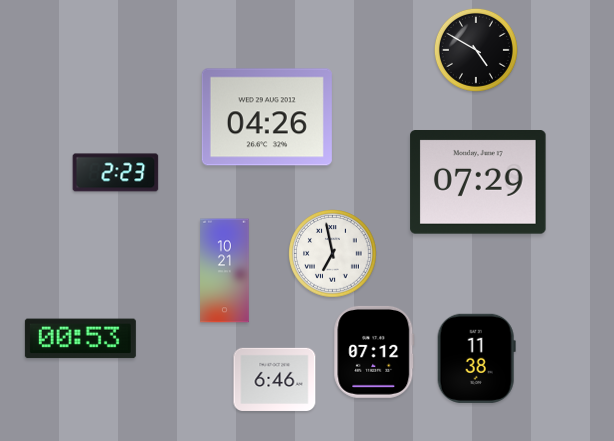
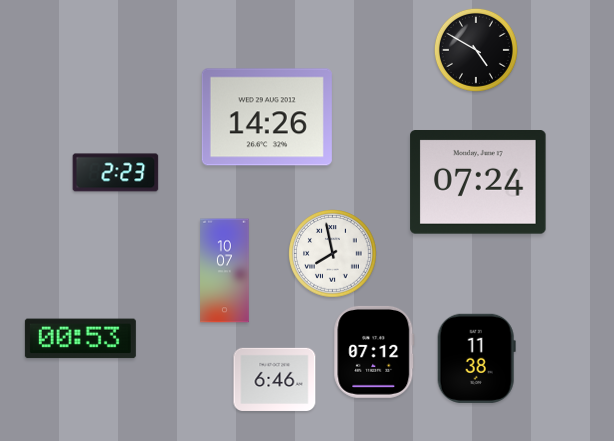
clock at (267, 117): 04:26 -> 14:26
clock at (478, 183): 07:29 -> 07:24
clock at (333, 254): 6:58 -> 7:58
clock at (225, 271): 10:21 -> 10:07
